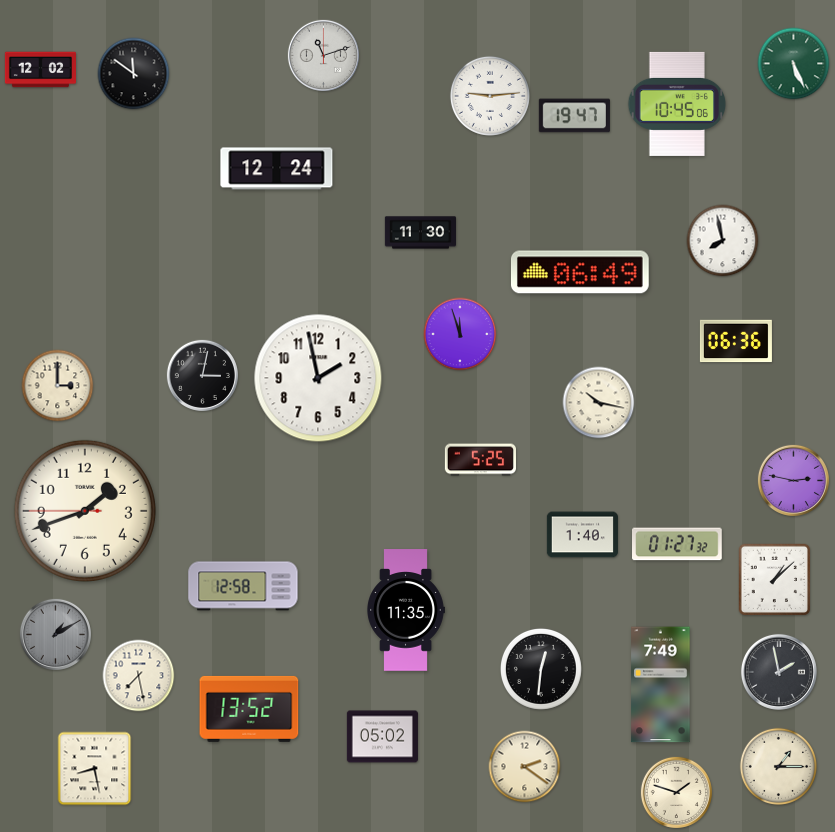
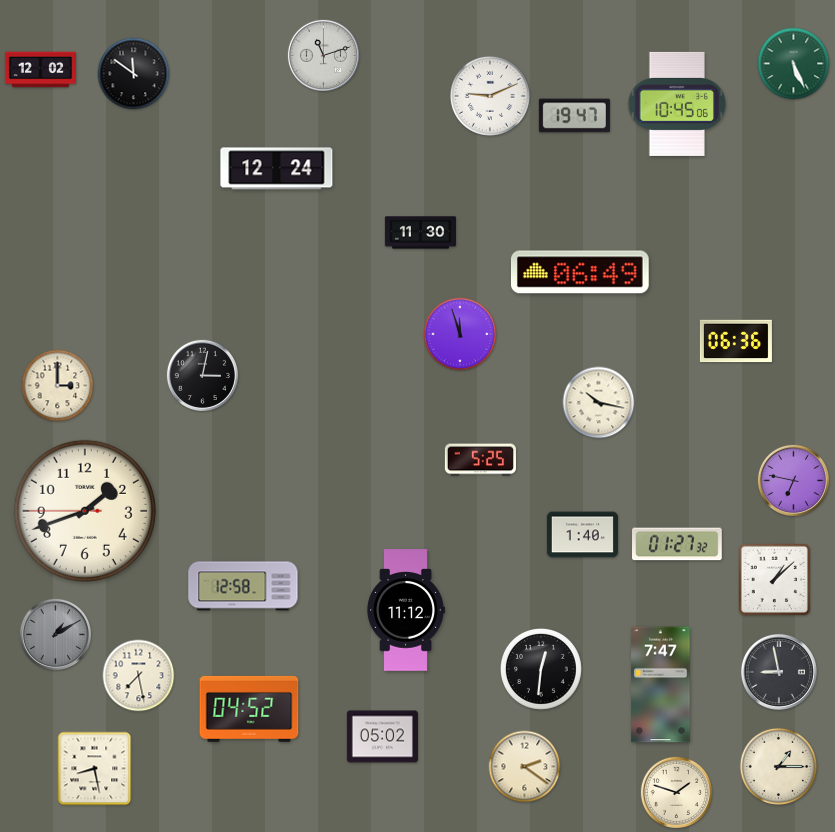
clock at (490, 96): 9:14 -> 9:11
clock at (723, 241): 7:58 -> none
clock at (318, 378): 1:58 -> none
clock at (793, 480): 2:47 -> 6:47
clock at (406, 610): 11:35 -> 11:12
clock at (779, 672): 1:58 -> 8:58
clock at (661, 685): 7:49 -> 7:47
clock at (249, 709): 13:52 -> 04:52
